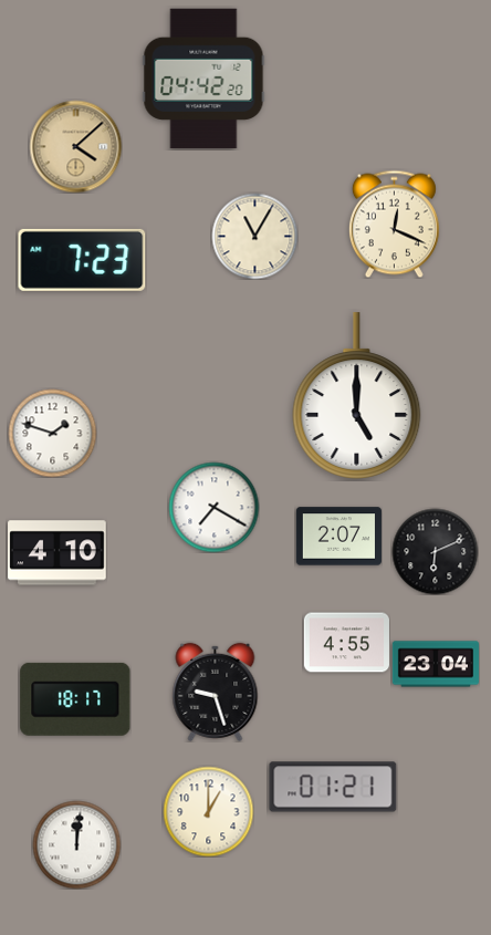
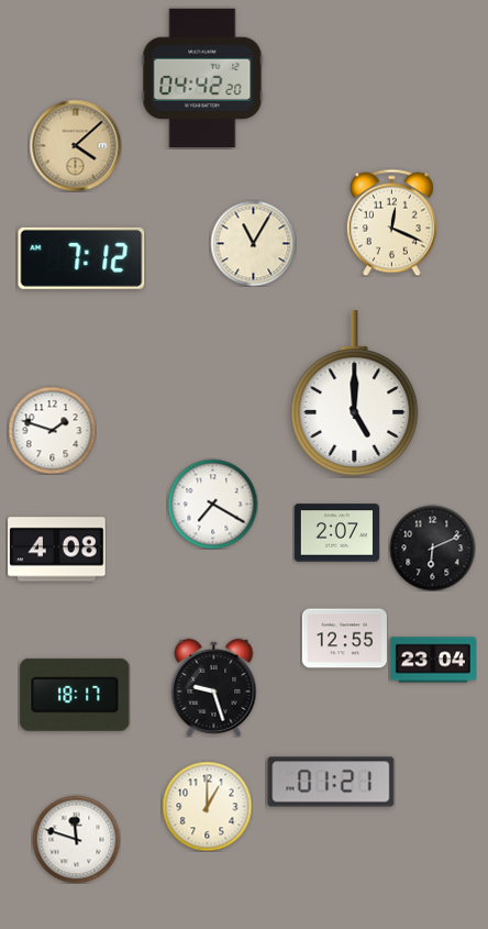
clock at (254, 236) position: (254, 236) -> (253, 243)
clock at (82, 260): 7:23 -> 7:12
clock at (58, 553): 4:10 -> 4:08
clock at (346, 643): 4:55 -> 12:55
clock at (76, 844): 12:01 -> 11:48
